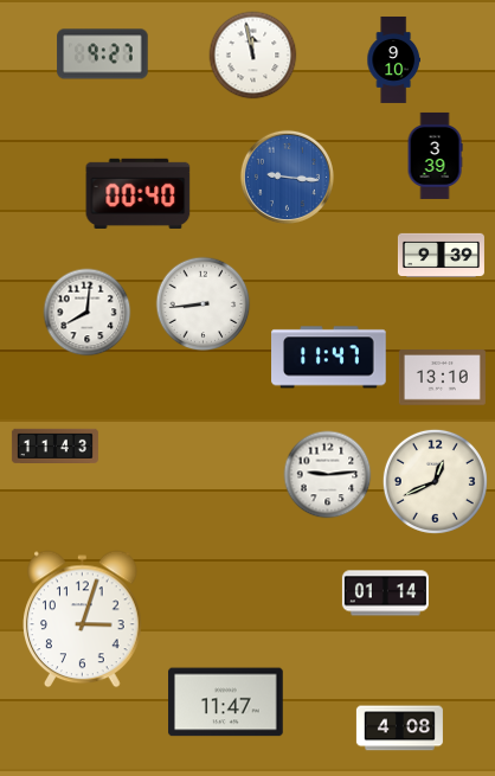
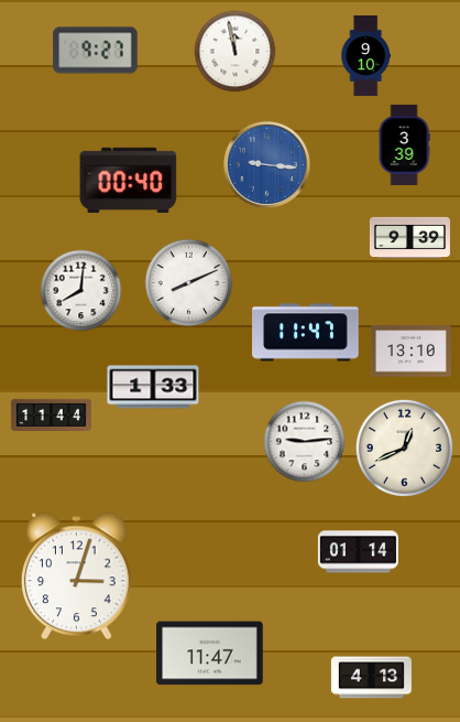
clock at (204, 304): 8:44 -> 8:11
clock at (153, 387): none -> 1:33
clock at (54, 445): 11:43 -> 11:44
clock at (399, 729): 4:08 -> 4:13
